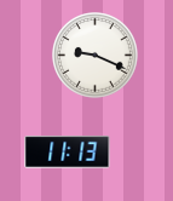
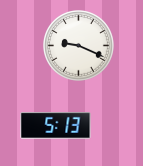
clock at (68, 153): 11:13 -> 5:13
